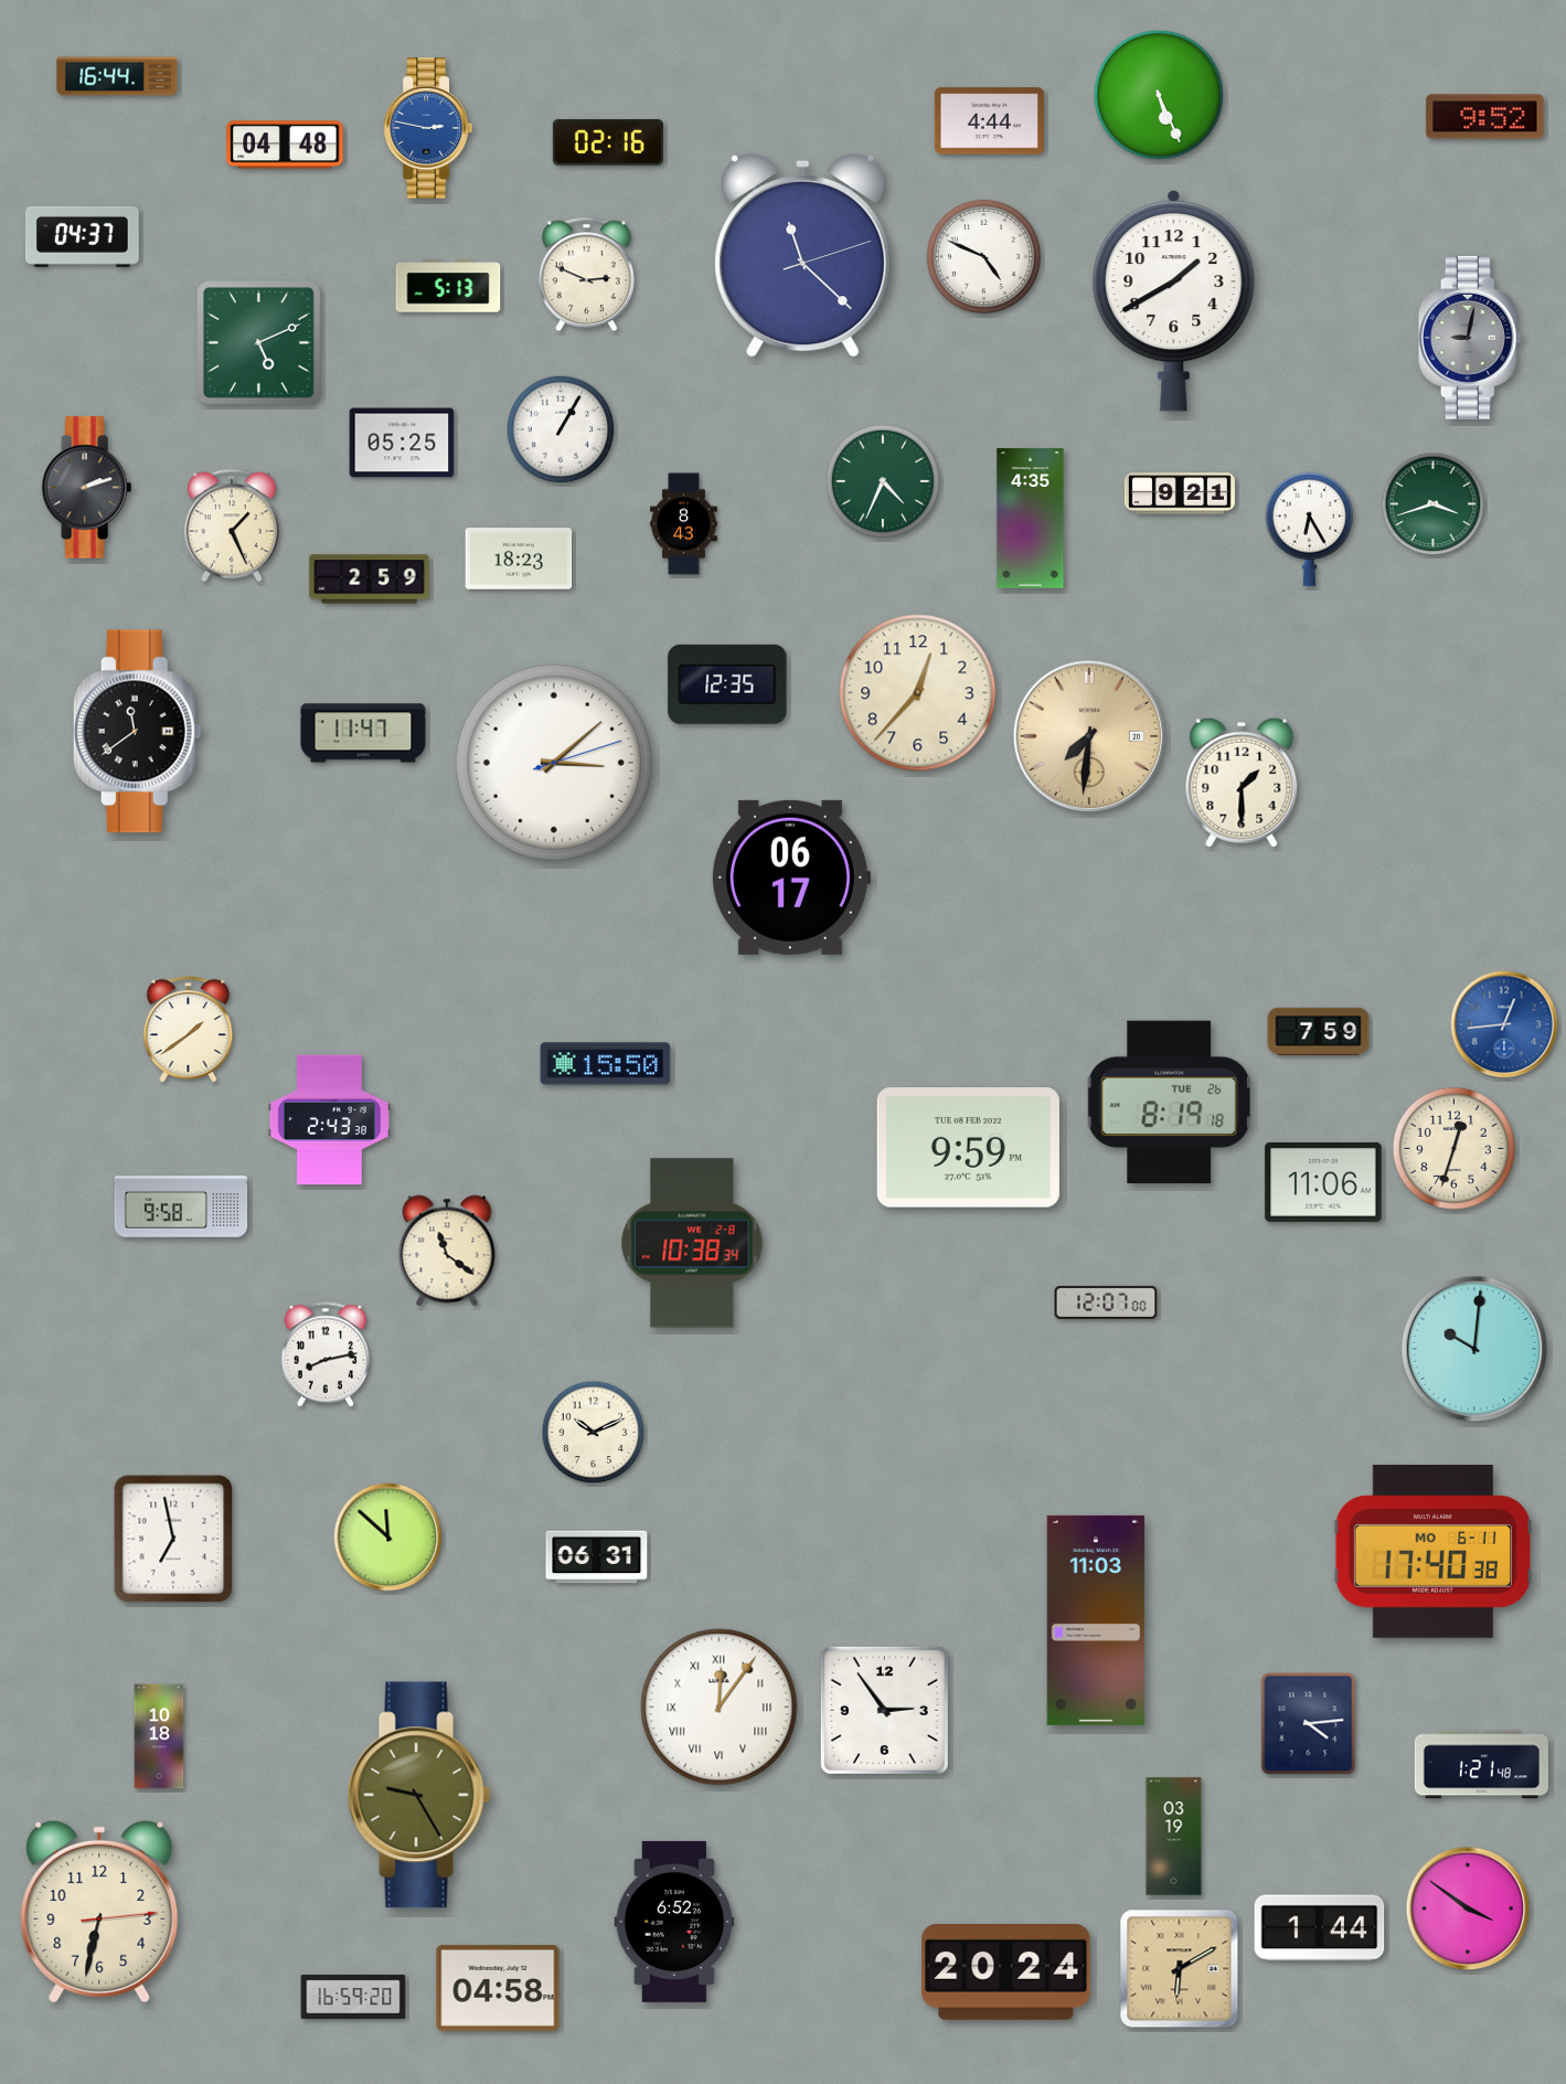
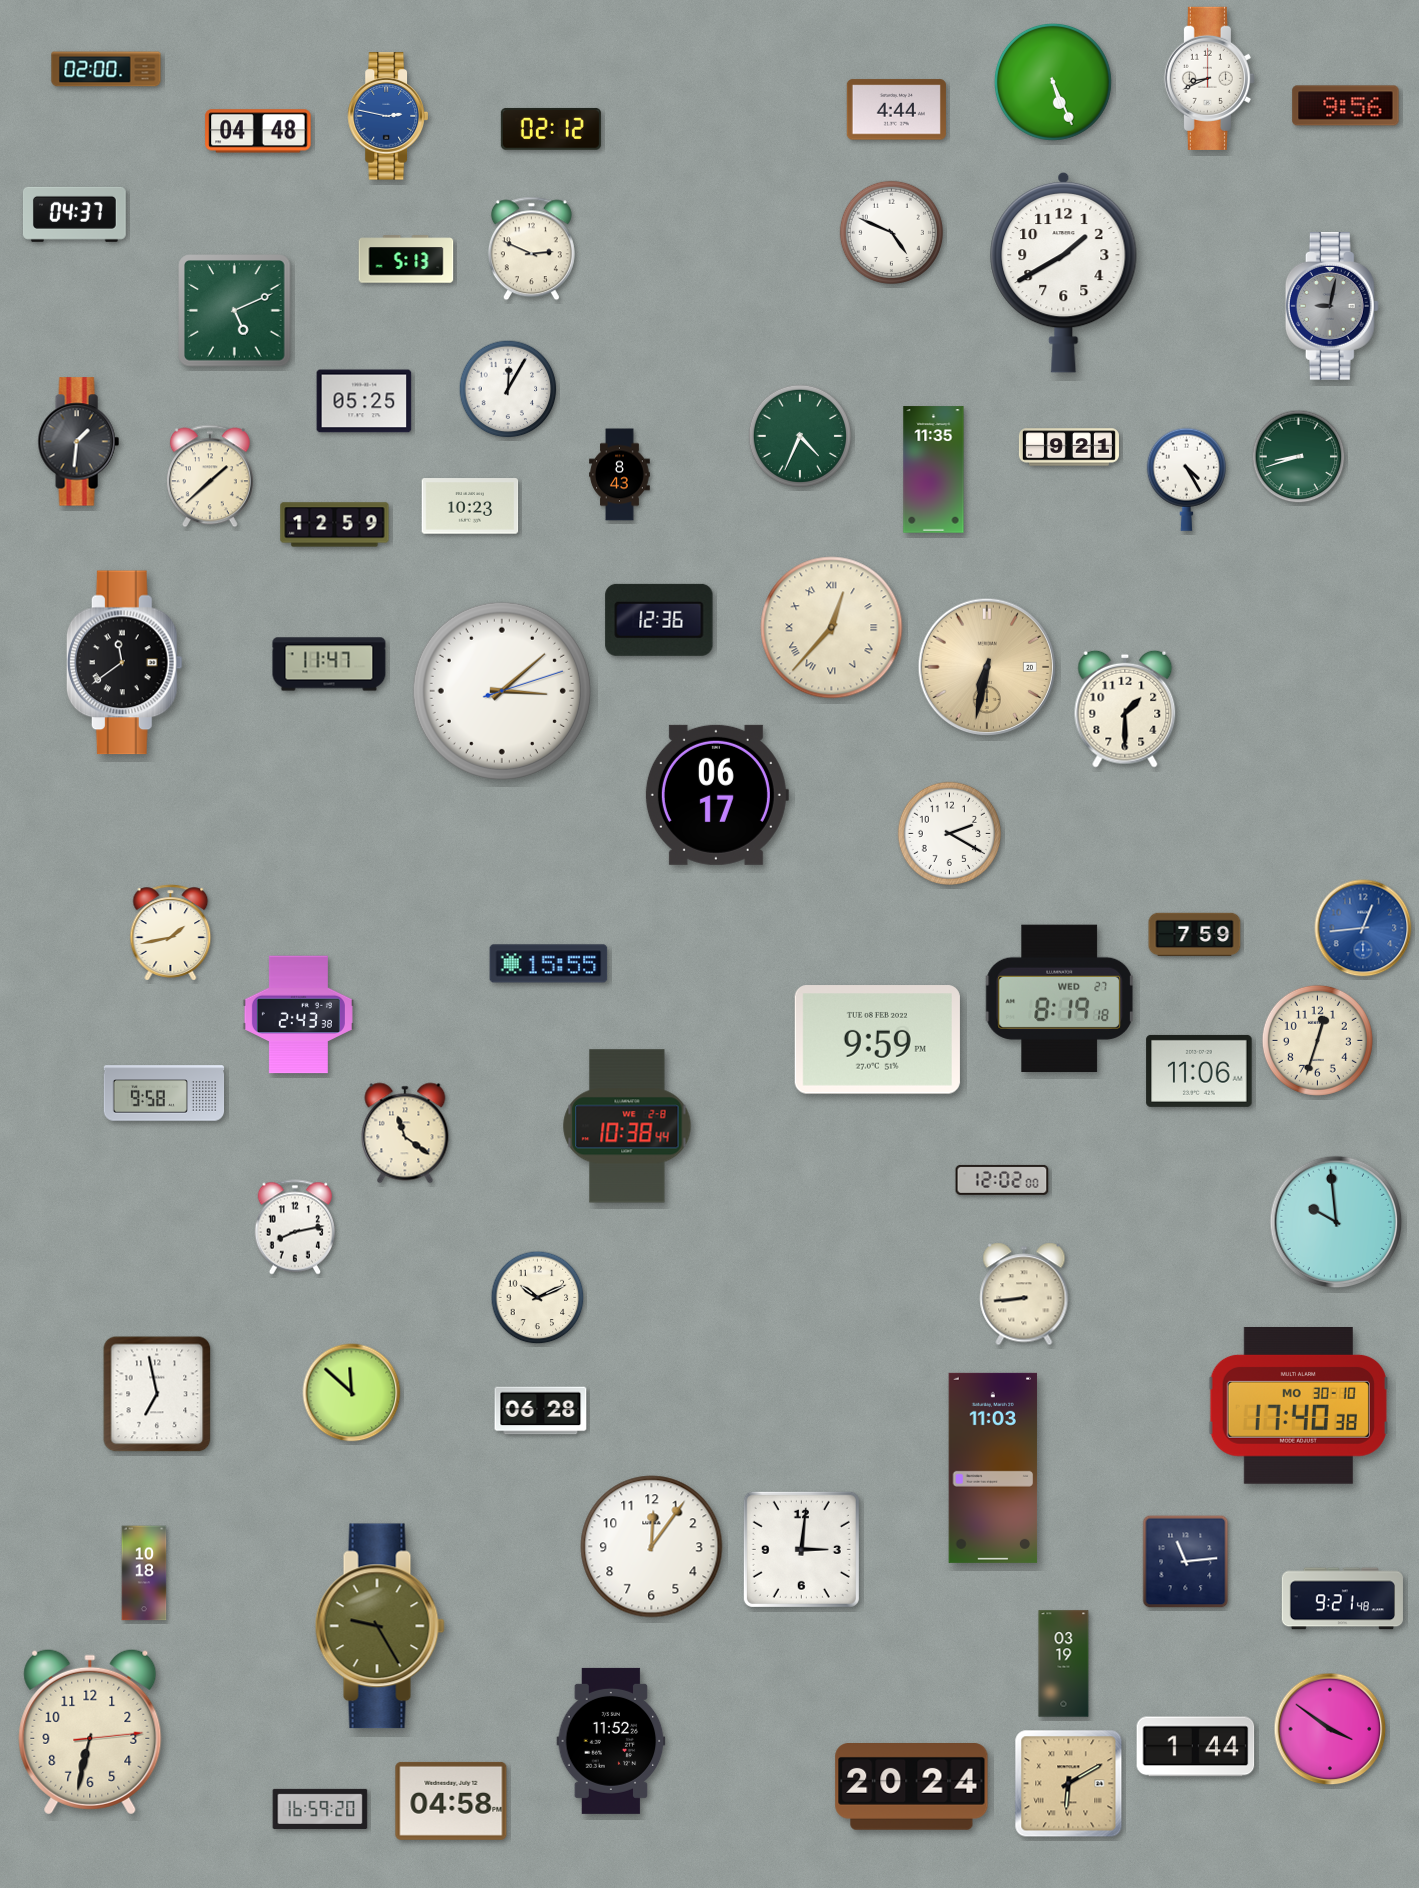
clock at (117, 76): 16:44 -> 02:00
clock at (1209, 78): none -> 8:41
clock at (1159, 95) position: (1159, 95) -> (1053, 82)
clock at (1485, 117): 9:52 -> 9:56
clock at (608, 142): 02:16 -> 02:12
clock at (803, 255): 11:22 -> none
clock at (561, 429): 1:05 -> 12:05
clock at (86, 488): 2:12 -> 1:31
clock at (1434, 504): 3:42 -> 8:42
clock at (1031, 519): 4:35 -> 11:35
clock at (232, 525): 1:26 -> 1:38
clock at (1309, 529): 6:25 -> 4:25
clock at (519, 559): 18:23 -> 10:23
clock at (370, 580): 2:59 -> 12:59
clock at (727, 684): 12:35 -> 12:36
clock at (918, 693) numerals: Arabic -> Roman
clock at (1089, 736): 7:31 -> 6:32
clock at (949, 833): none -> 2:20
clock at (189, 1030): 1:39 -> 1:43
clock at (606, 1064): 15:50 -> 15:55
clock at (1169, 1103) date: TUE 26 -> WED 27
clock at (692, 1243): 10:38:34 -> 10:38:44
clock at (1106, 1302): 12:07 -> 12:02
clock at (1474, 1349): 10:01 -> 9:59
clock at (1024, 1294): none -> 8:44
clock at (1432, 1552) date: MO 6-11 -> MO 30-10
clock at (597, 1557): 06:31 -> 06:28
clock at (720, 1708) numerals: Roman -> Arabic
clock at (884, 1710): 2:54 -> 3:01
clock at (1309, 1724): 4:14 -> 11:14
clock at (1481, 1765): 1:21 -> 9:21
clock at (674, 1922): 6:52 -> 11:52
